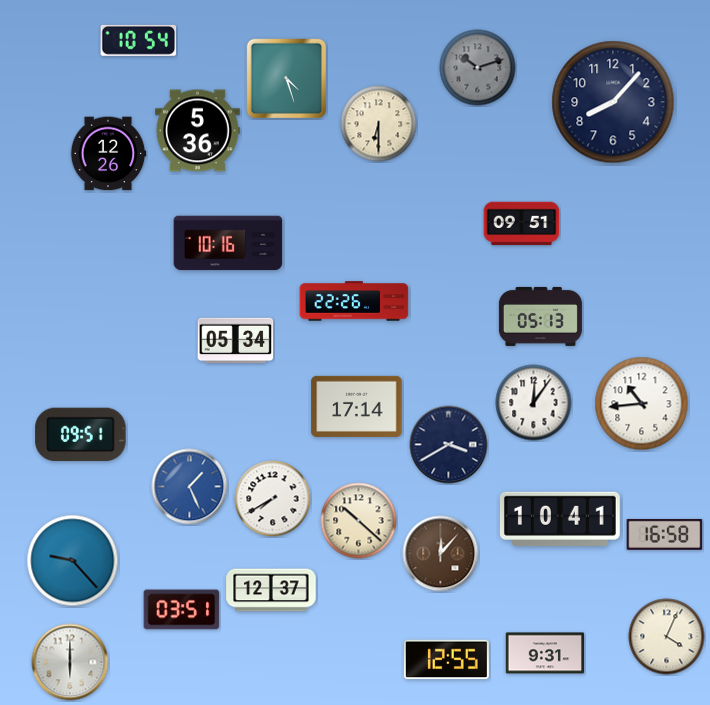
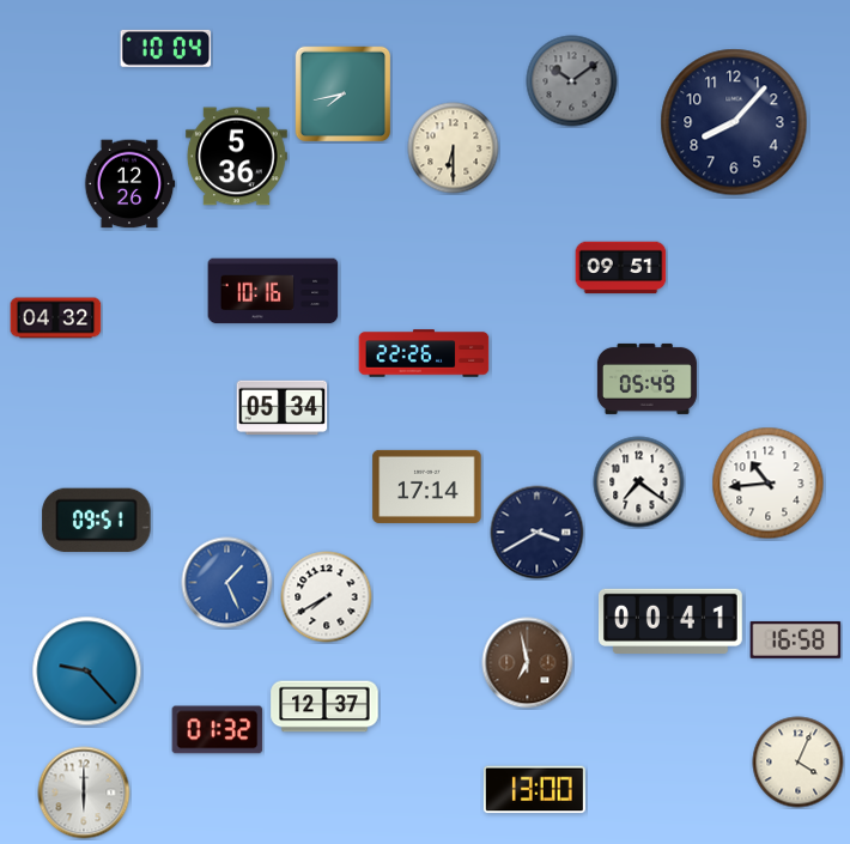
clock at (139, 40): 10:54 -> 10:04
clock at (478, 68): 10:12 -> 10:09
clock at (286, 79): 4:27 -> 7:43
clock at (522, 224) position: (522, 224) -> (621, 268)
clock at (56, 318): none -> 04:32
clock at (354, 301) position: (354, 301) -> (424, 353)
clock at (540, 316): 05:13 -> 05:49
clock at (534, 403): 12:06 -> 7:21
clock at (560, 518): 10:41 -> 00:41
clock at (359, 521): 10:22 -> none
clock at (441, 554): 12:07 -> 6:58
clock at (182, 610): 03:51 -> 01:32
clock at (545, 653): 9:31 -> none
clock at (446, 660): 12:55 -> 13:00
